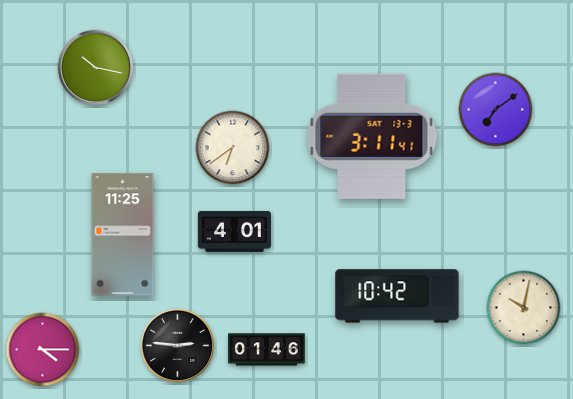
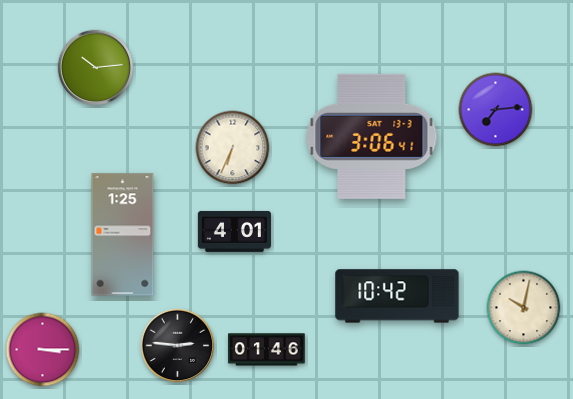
clock at (96, 68): 10:17 -> 10:14
clock at (496, 110): 7:09 -> 7:14
clock at (372, 136): 3:11 -> 3:06
clock at (233, 148): 6:39 -> 6:34
clock at (123, 235): 11:25 -> 1:25
clock at (43, 350): 4:15 -> 3:15
